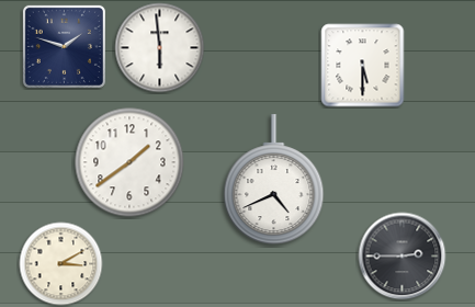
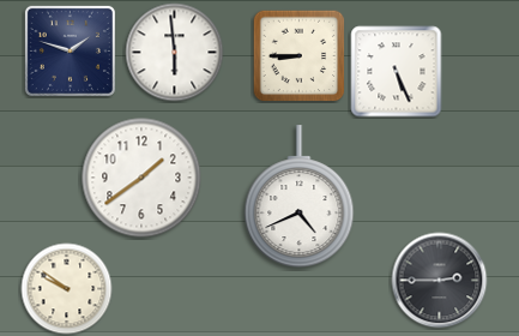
clock at (298, 55): none -> 8:45
clock at (363, 66): 5:30 -> 5:26
clock at (61, 264): 3:10 -> 9:51
